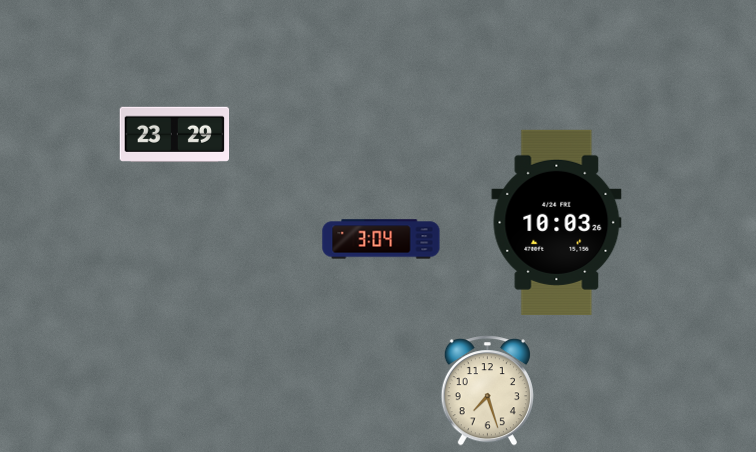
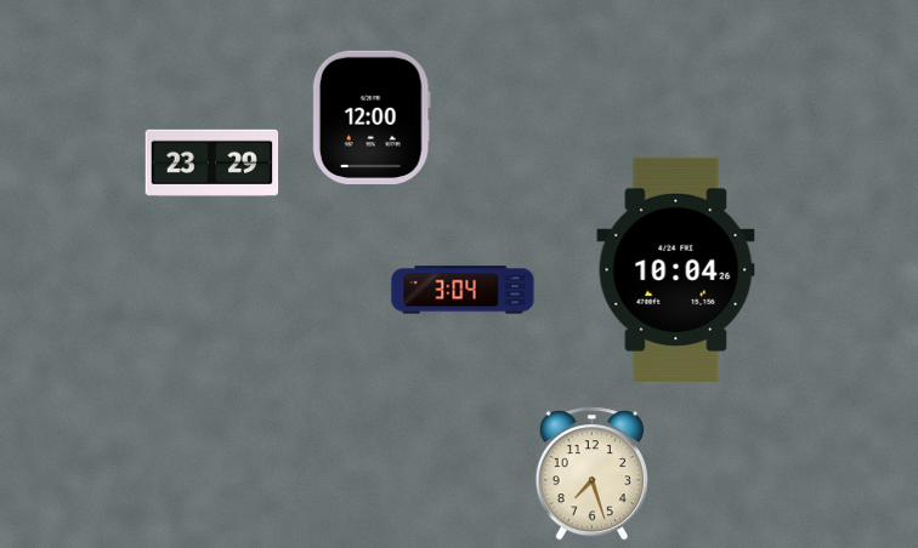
clock at (372, 118): none -> 12:00
clock at (557, 222): 10:03 -> 10:04
